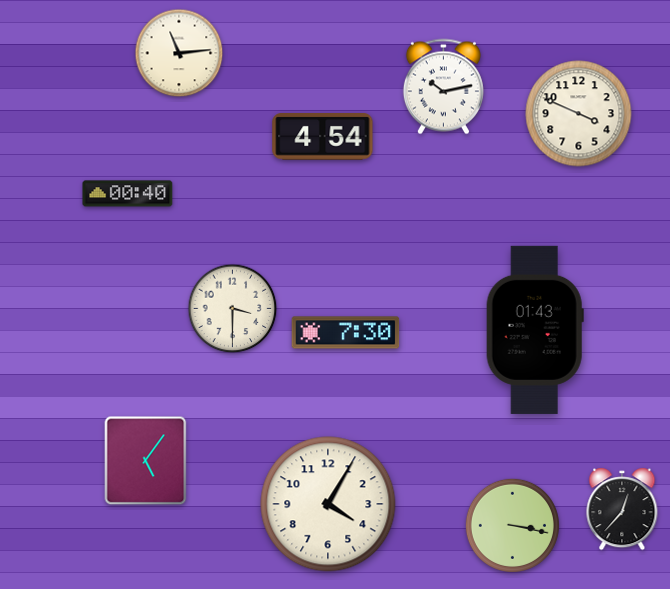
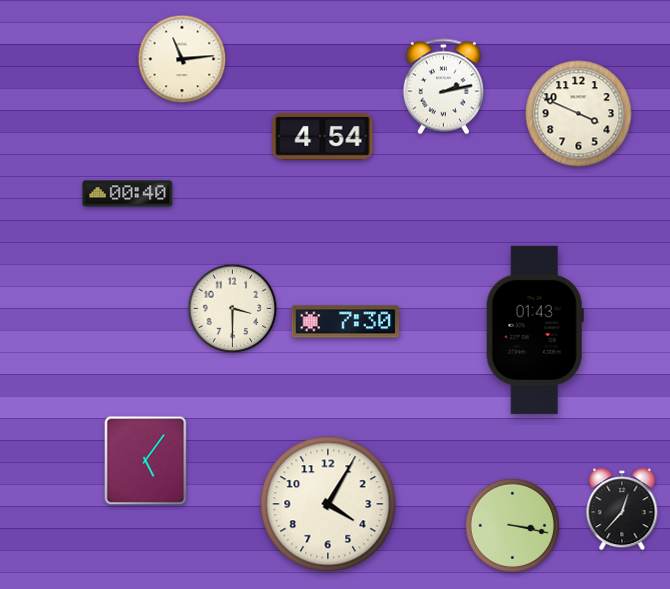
clock at (179, 53) position: (179, 53) -> (182, 59)
clock at (443, 87): 10:13 -> 2:13
clock at (346, 333) position: (346, 333) -> (346, 322)
